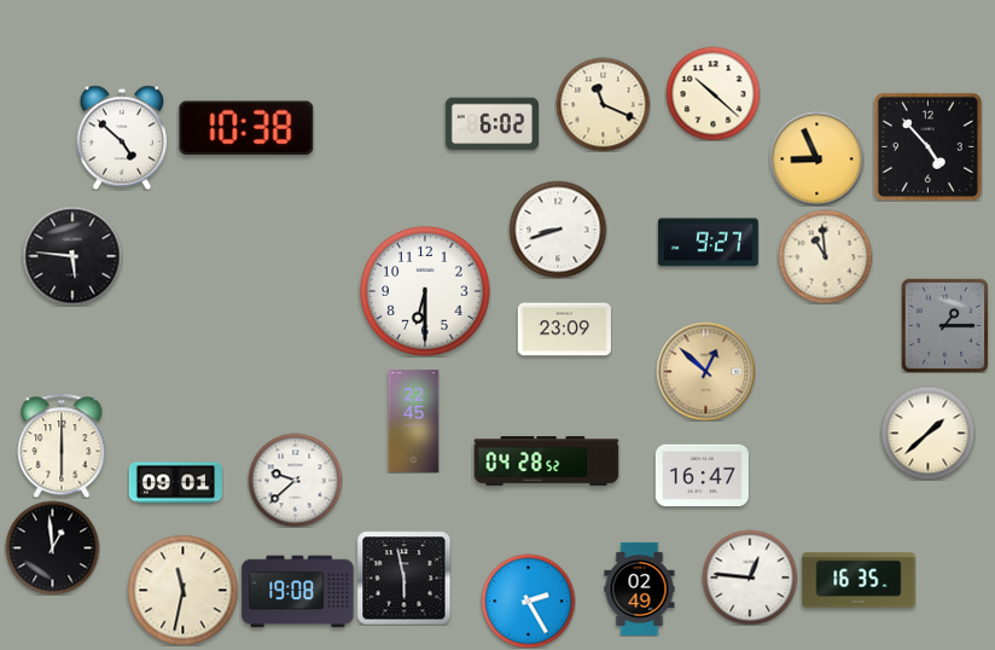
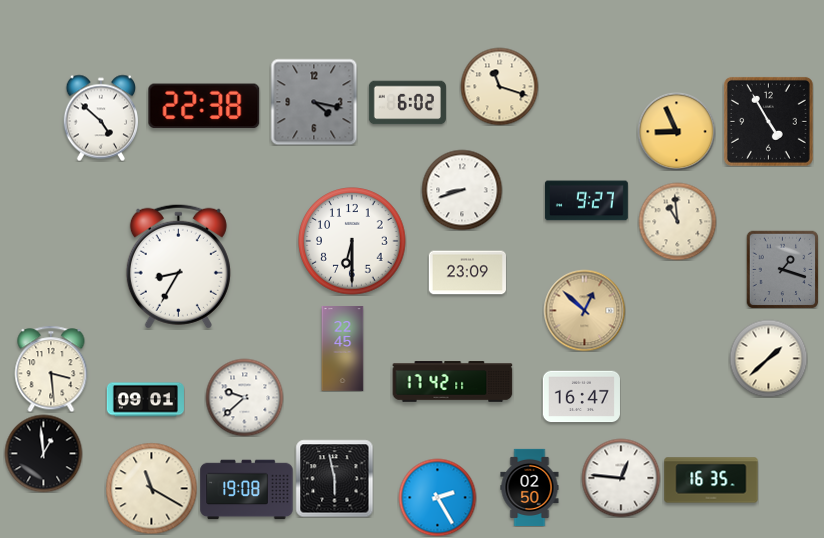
clock at (712, 93): 10:22 -> none
clock at (603, 104): 11:19 -> 11:18
clock at (314, 102): none -> 4:17
clock at (246, 128): 10:38 -> 22:38
clock at (121, 138) position: (121, 138) -> (100, 118)
clock at (927, 146): 4:53 -> 4:55
clock at (72, 256): 5:46 -> none
clock at (825, 256) position: (825, 256) -> (677, 221)
clock at (178, 266): none -> 8:35
clock at (945, 325): 1:15 -> 1:18
clock at (705, 371) position: (705, 371) -> (584, 310)
clock at (62, 446): 6:00 -> 3:29
clock at (547, 462): 04:28 -> 17:42
clock at (702, 476) position: (702, 476) -> (581, 397)
clock at (640, 588): 02:49 -> 02:50
clock at (182, 590): 11:32 -> 11:20
